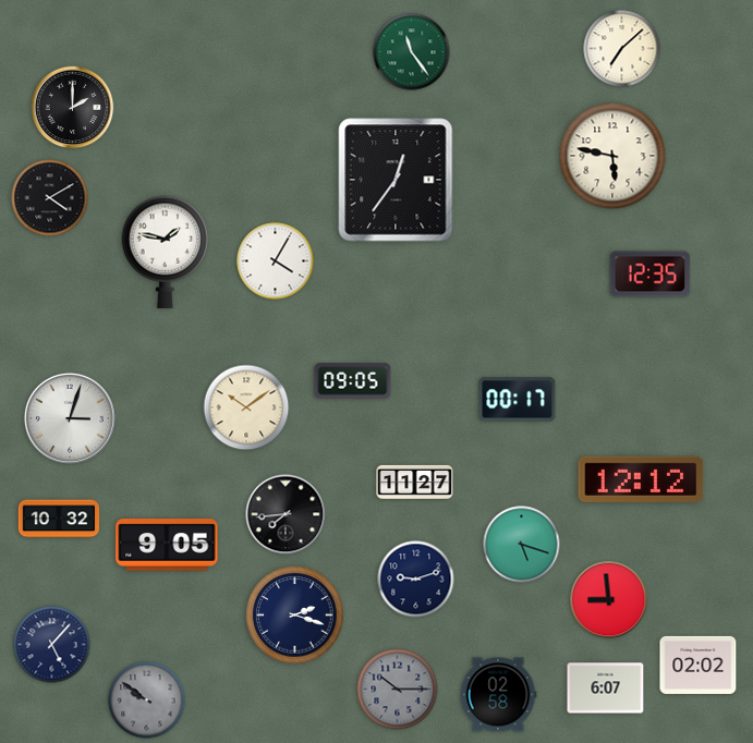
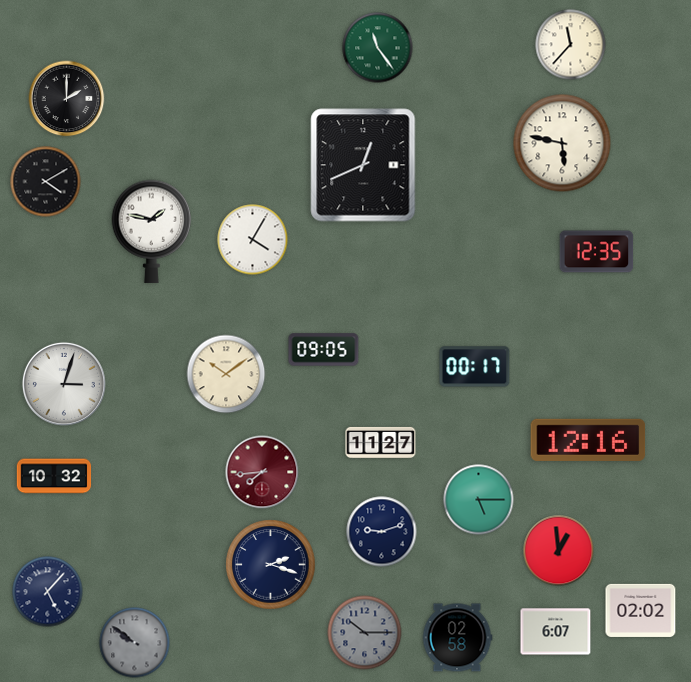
clock at (622, 49): 7:08 -> 11:37
clock at (396, 180): 12:36 -> 12:41
clock at (641, 479): 12:12 -> 12:16
clock at (286, 514) dial: black -> burgundy
clock at (167, 545): 9:05 -> none
clock at (522, 545): 5:18 -> 5:15
clock at (609, 600): 8:59 -> 12:59
